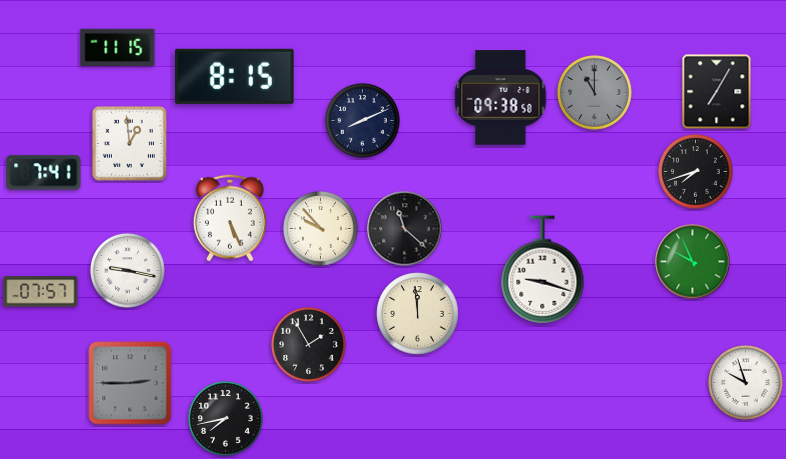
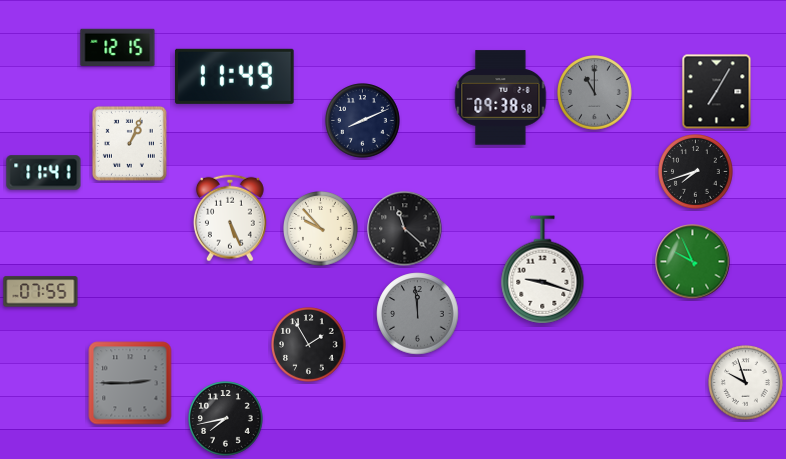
clock at (118, 47): 11:15 -> 12:15
clock at (234, 76): 8:15 -> 11:49
clock at (129, 143): 12:59 -> 1:04
clock at (44, 173): 7:41 -> 11:41
clock at (128, 271): 9:17 -> none
clock at (41, 292): 07:57 -> 07:55
clock at (418, 314) dial: cream -> grey
